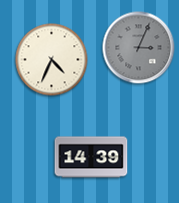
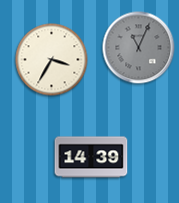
clock at (139, 48): 3:04 -> 11:04
clock at (52, 60): 4:34 -> 3:35
